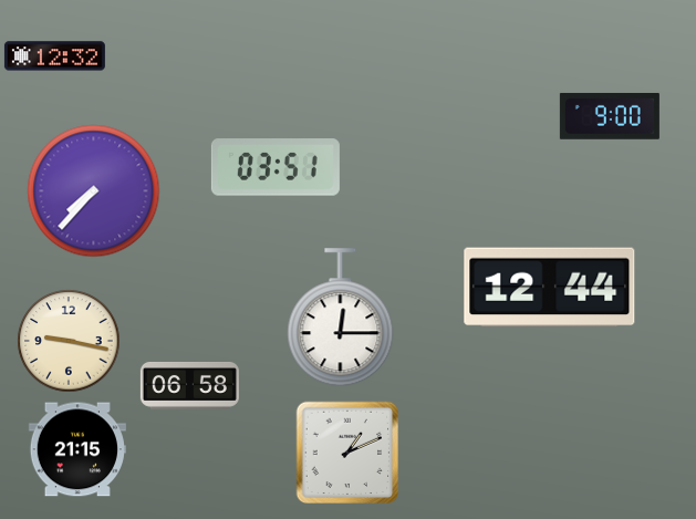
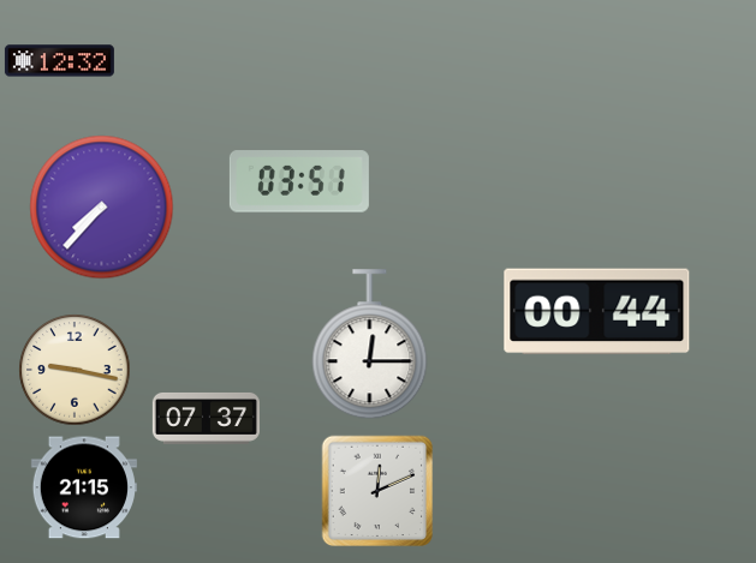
clock at (610, 116): 9:00 -> none
clock at (550, 288): 12:44 -> 00:44
clock at (189, 385): 06:58 -> 07:37
clock at (347, 453): 1:11 -> 12:11
